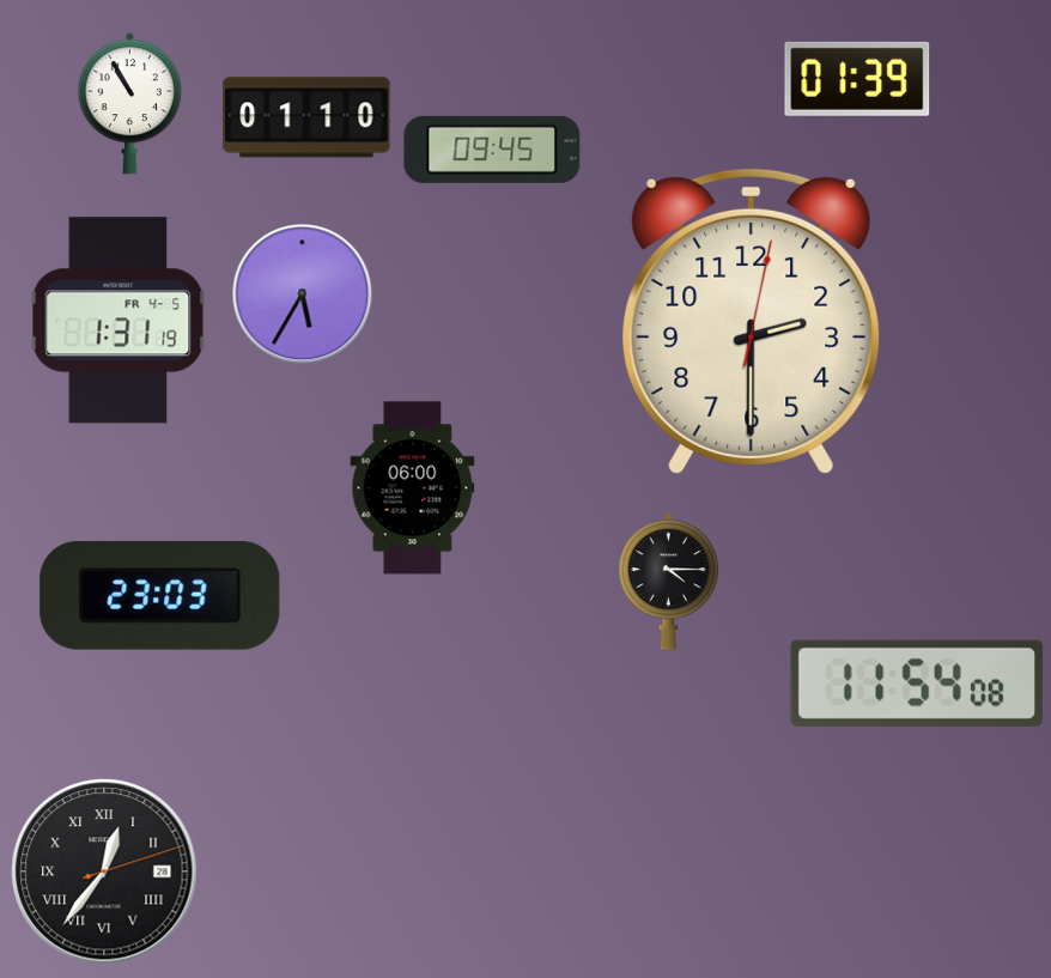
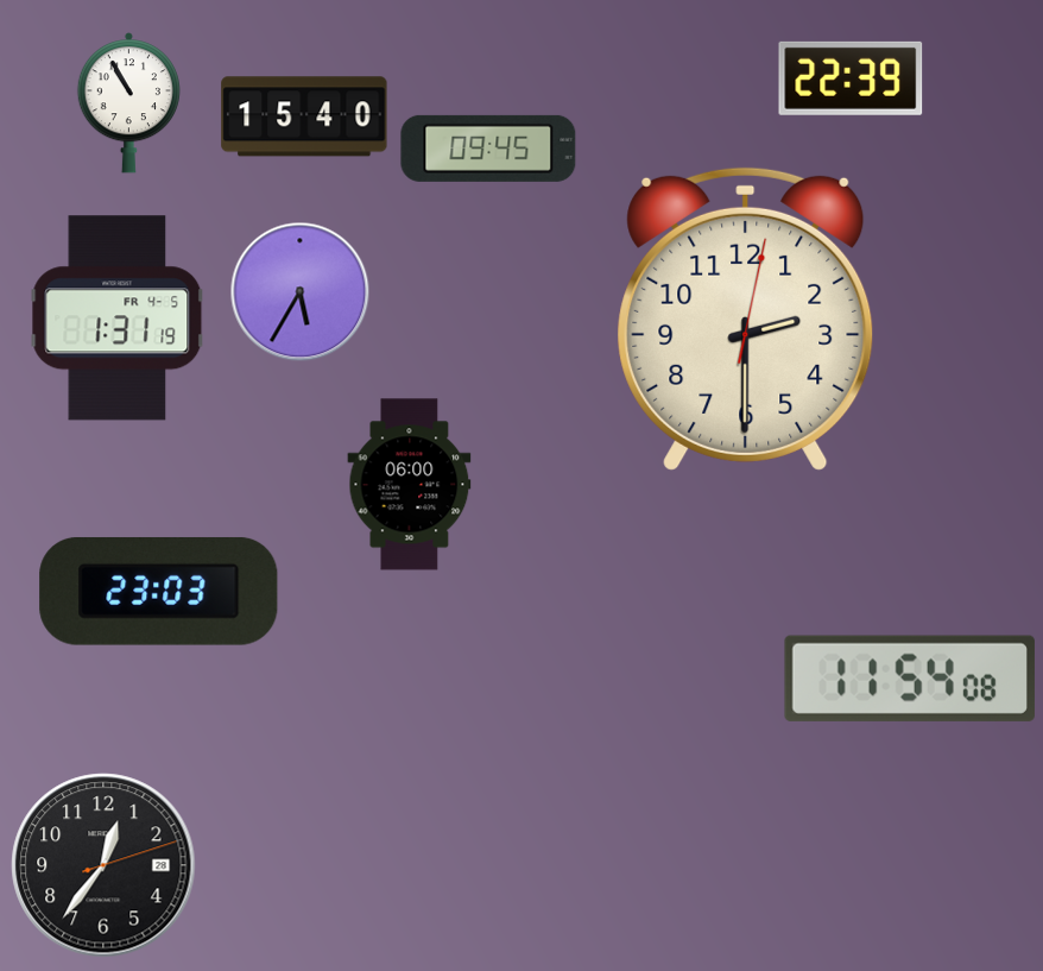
clock at (857, 79): 01:39 -> 22:39
clock at (306, 117): 01:10 -> 15:40
clock at (669, 581): 4:15 -> none
clock at (104, 871) numerals: Roman -> Arabic
